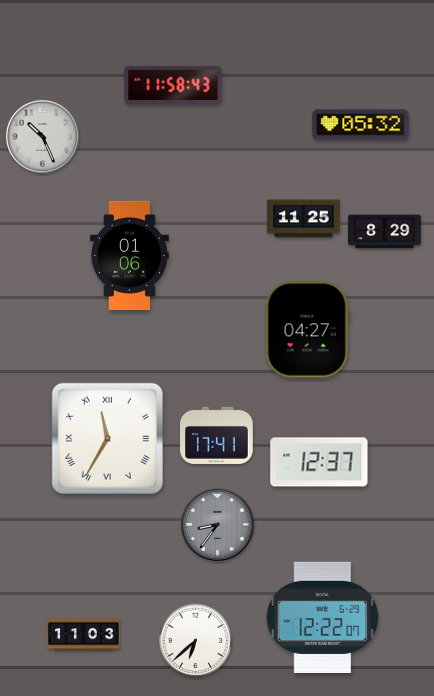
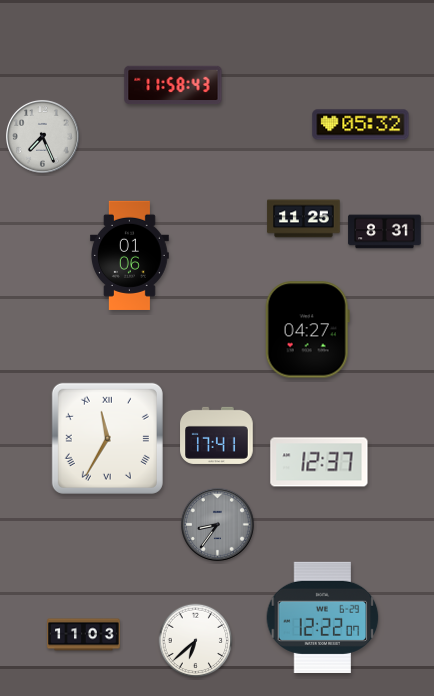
clock at (42, 136): 10:26 -> 7:26
clock at (385, 232): 8:29 -> 8:31
